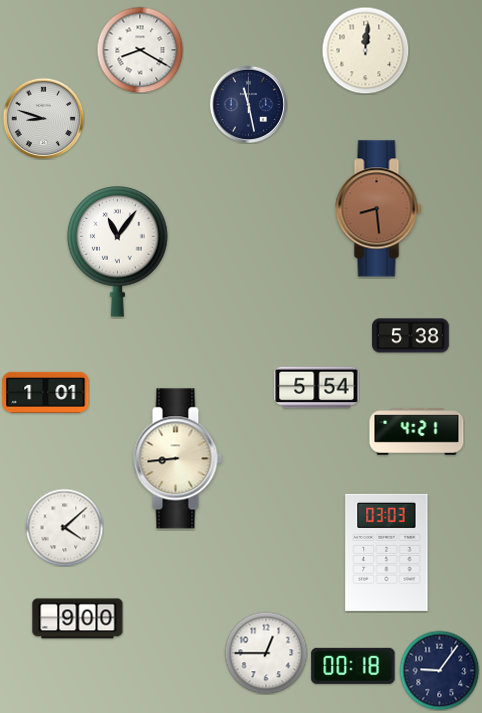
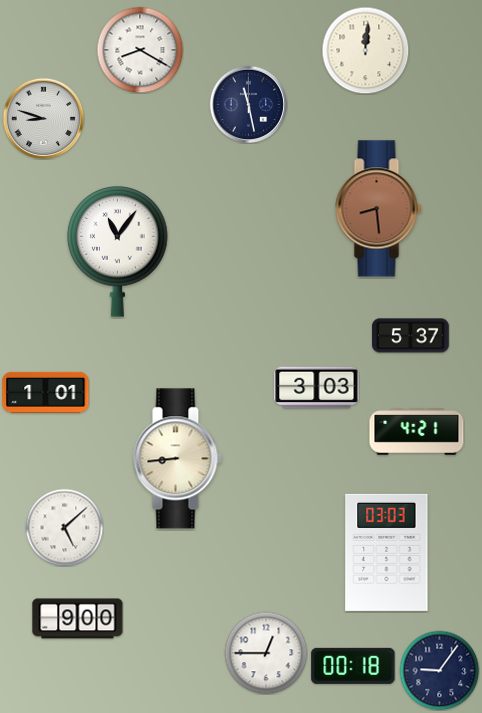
clock at (411, 336): 5:38 -> 5:37
clock at (317, 388): 5:54 -> 3:03
clock at (64, 527): 4:08 -> 5:08
